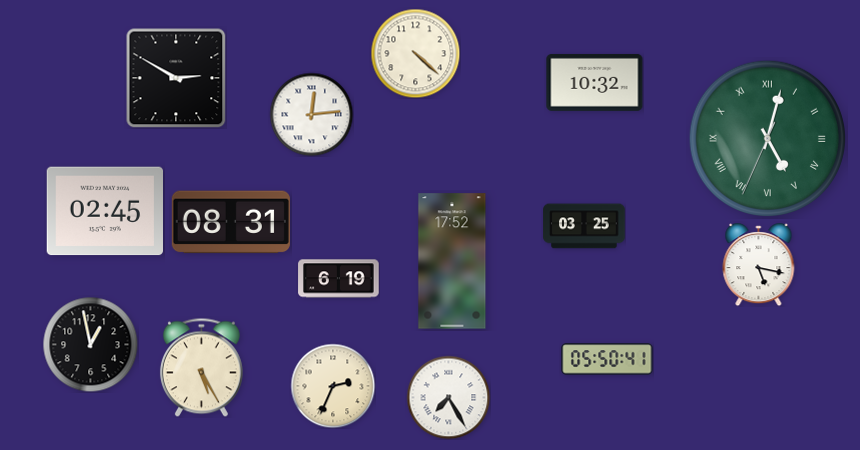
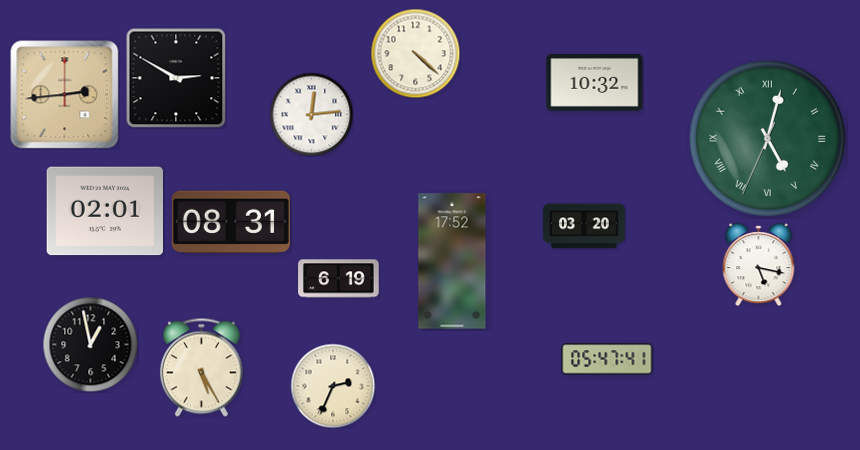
clock at (65, 95): none -> 2:44
clock at (104, 211): 02:45 -> 02:01
clock at (584, 226): 03:25 -> 03:20
clock at (607, 359): 05:50 -> 05:47
clock at (448, 397): 7:25 -> none
